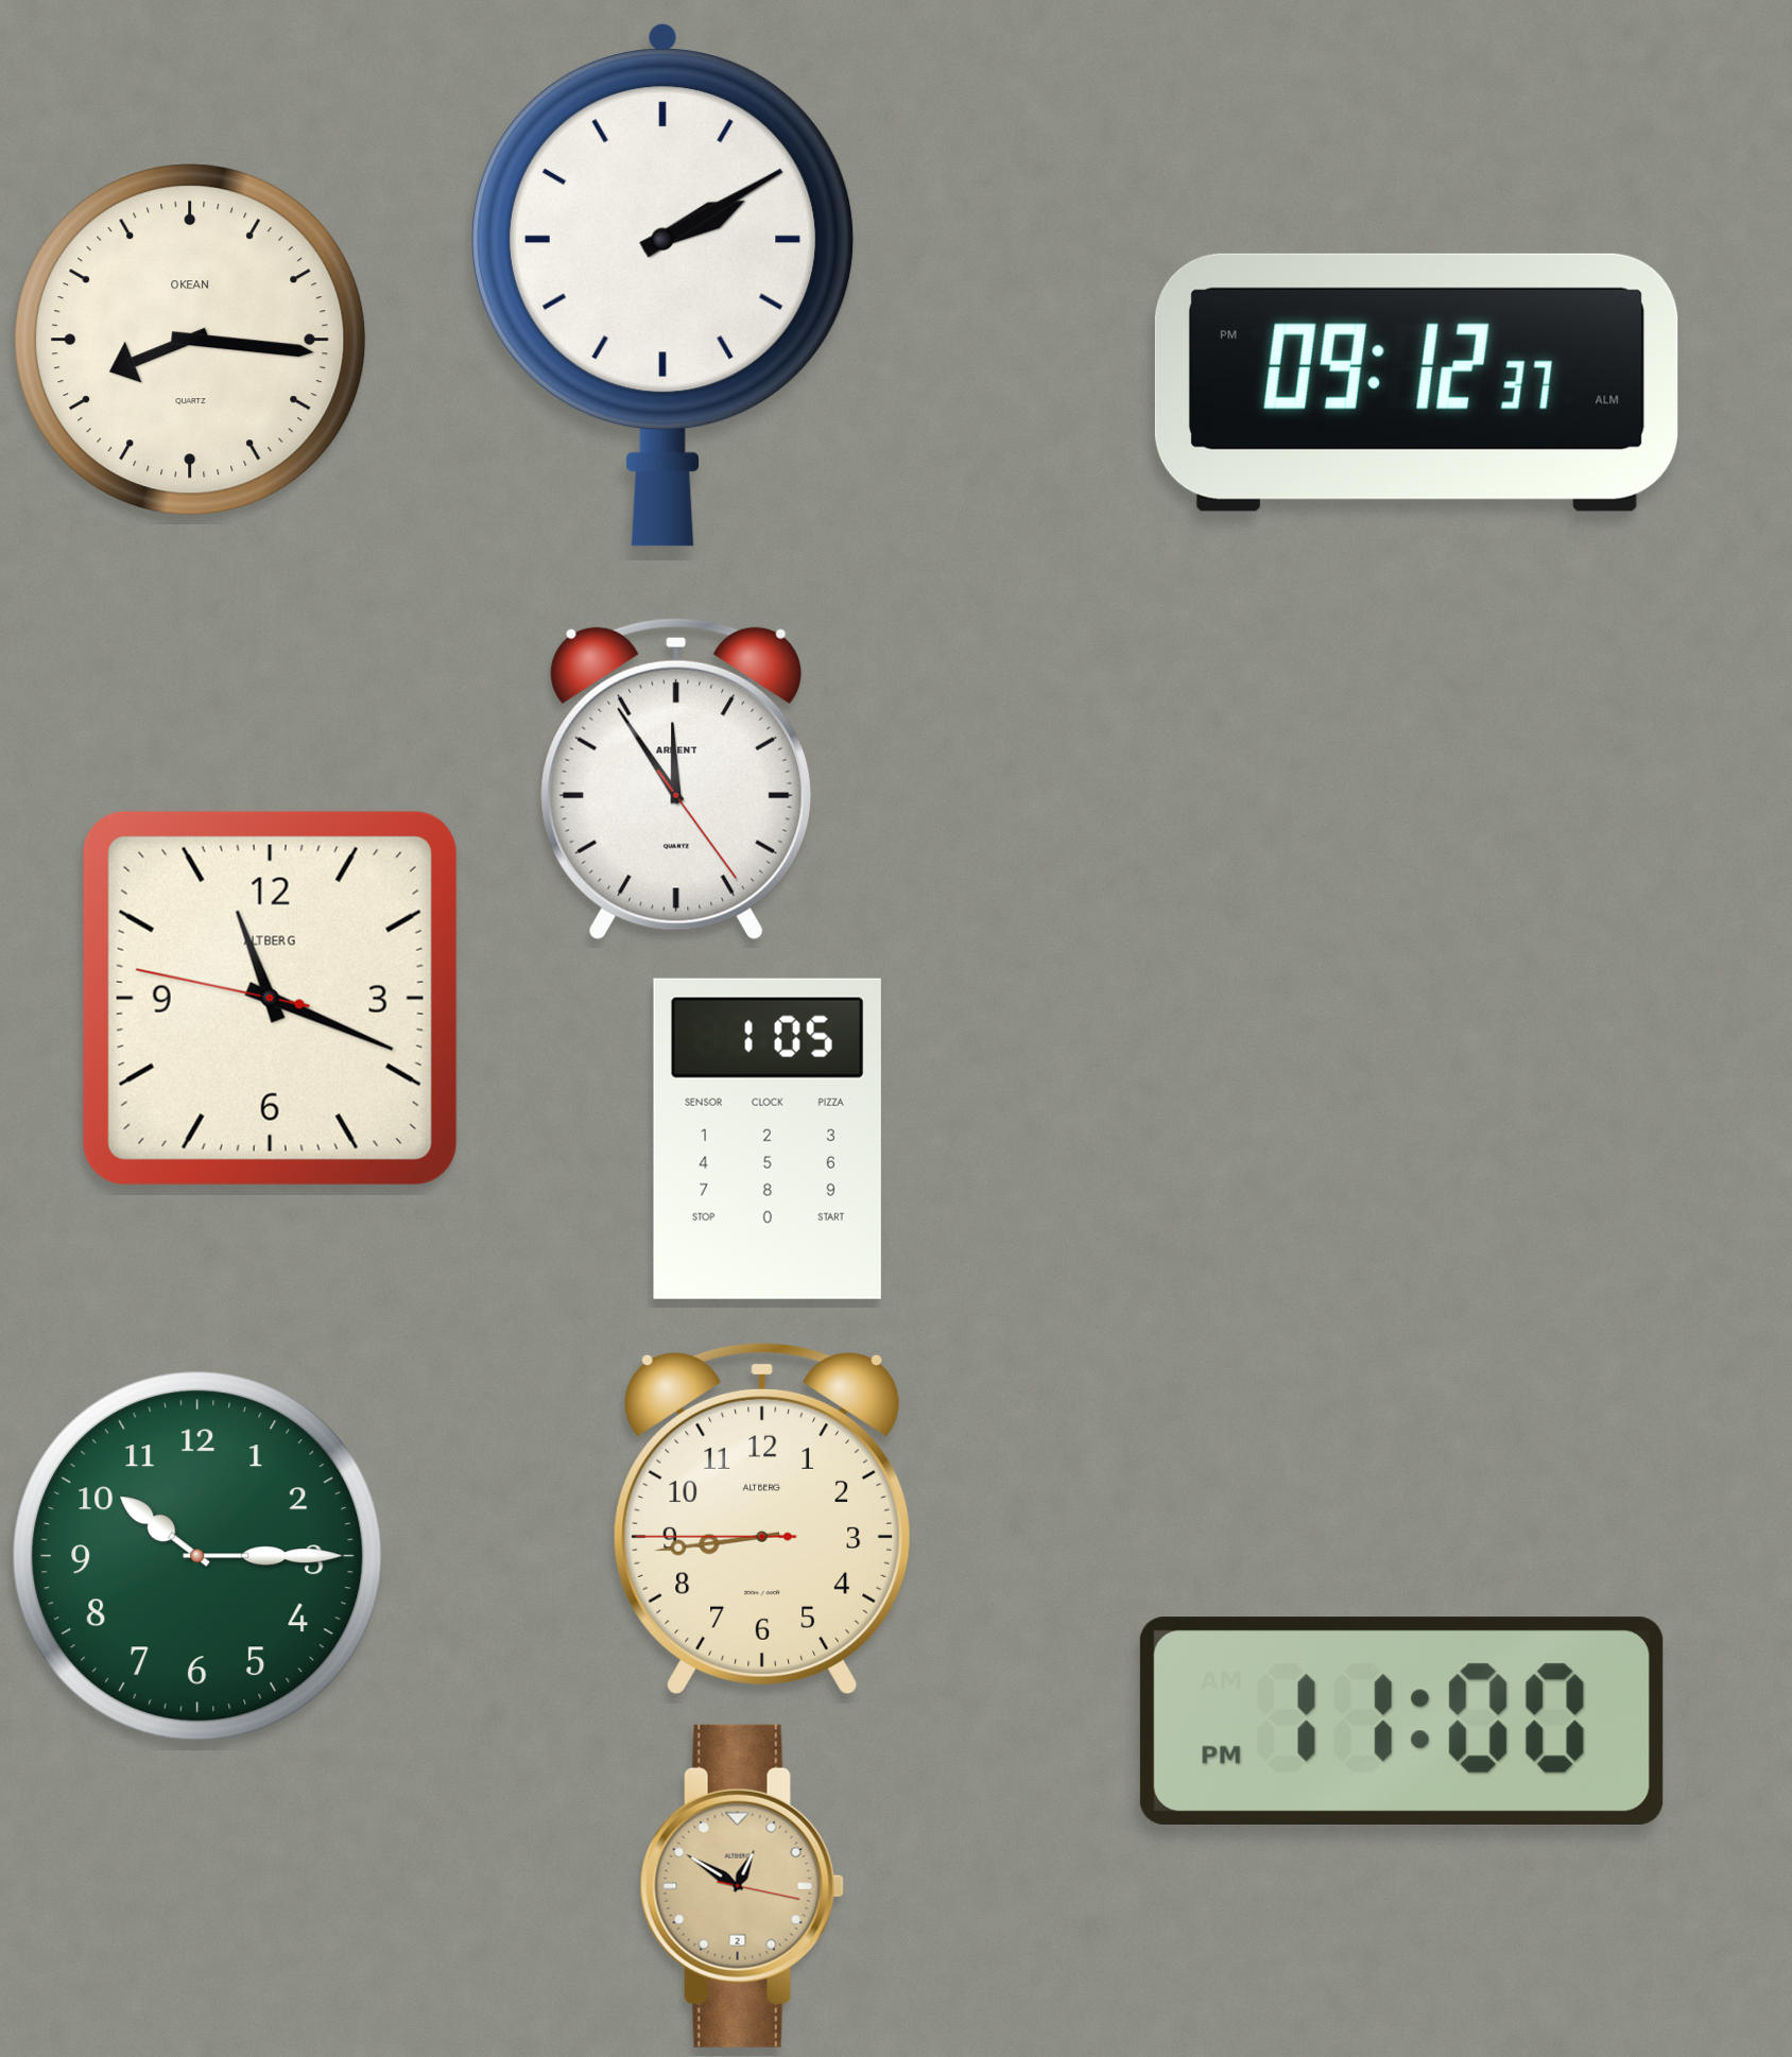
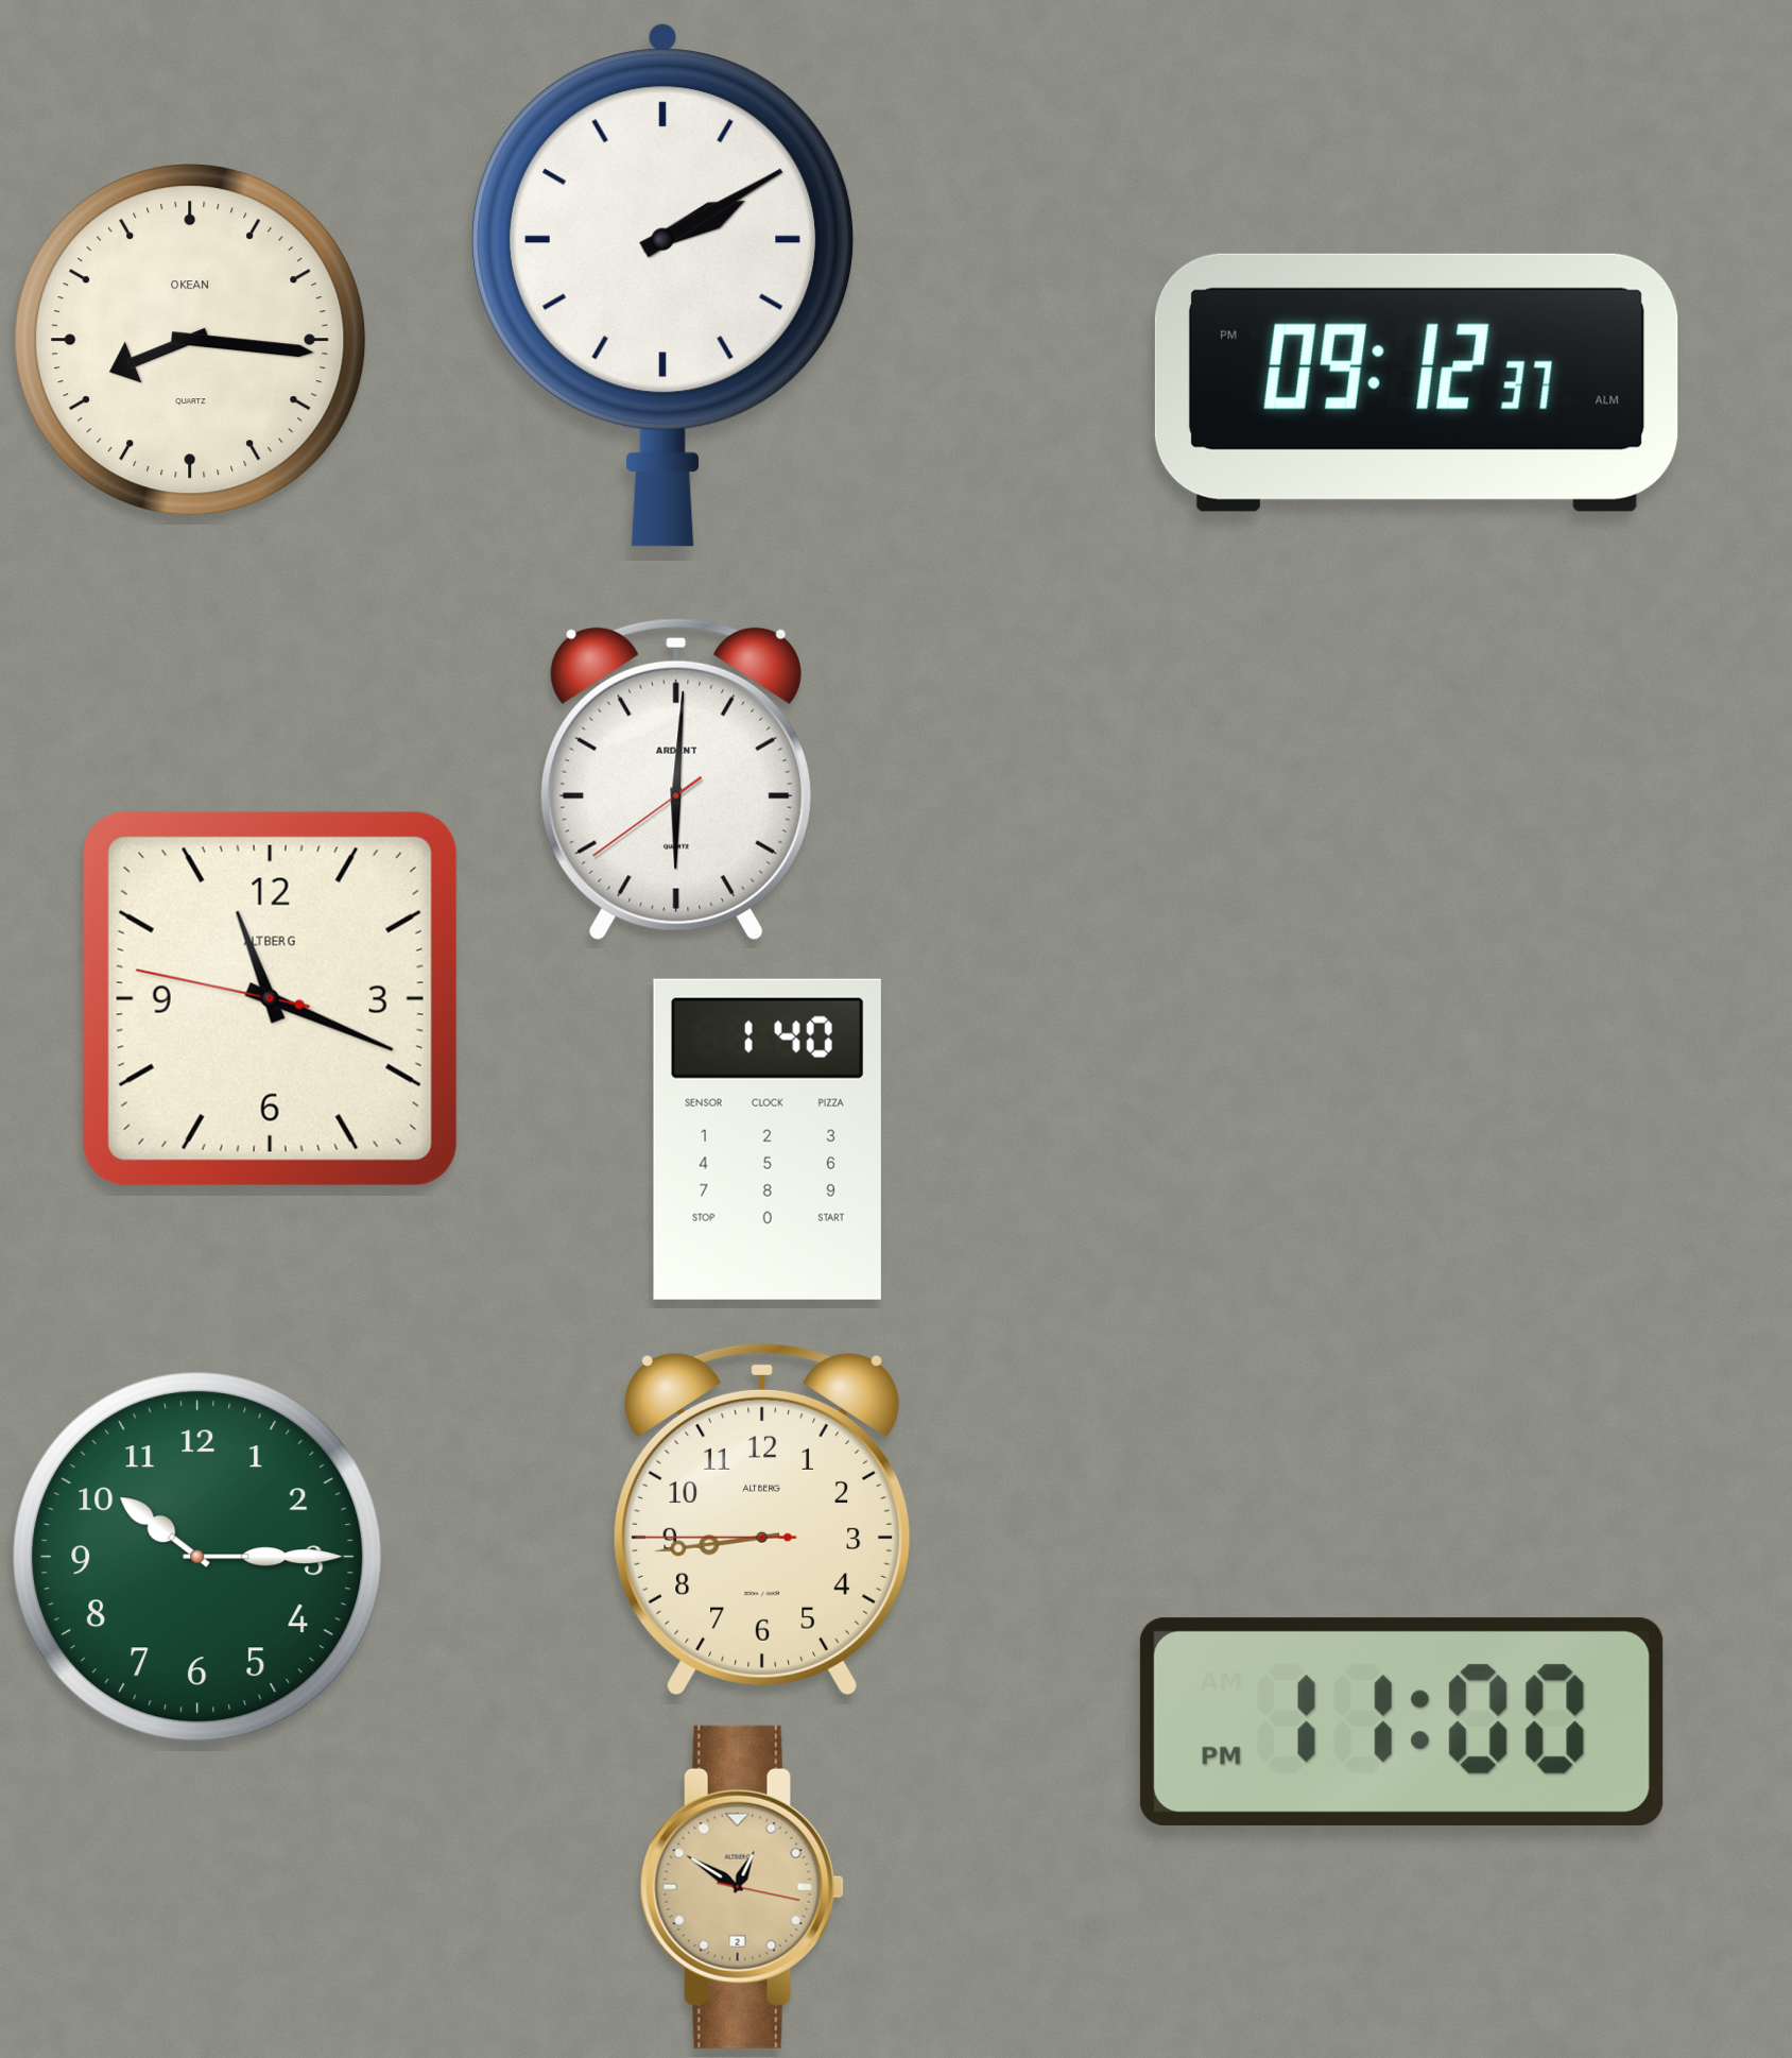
clock at (676, 779): 11:54 -> 6:00
clock at (768, 1139): 1:05 -> 1:40
